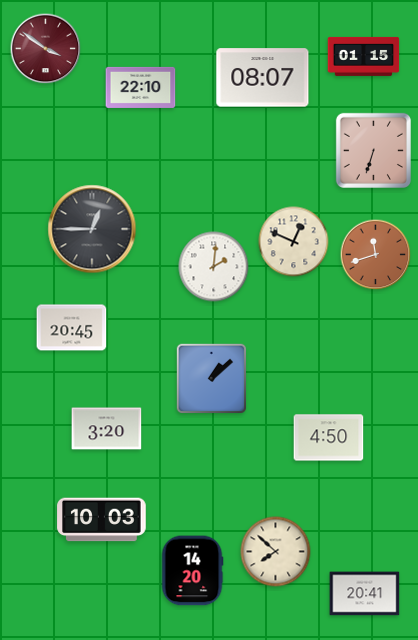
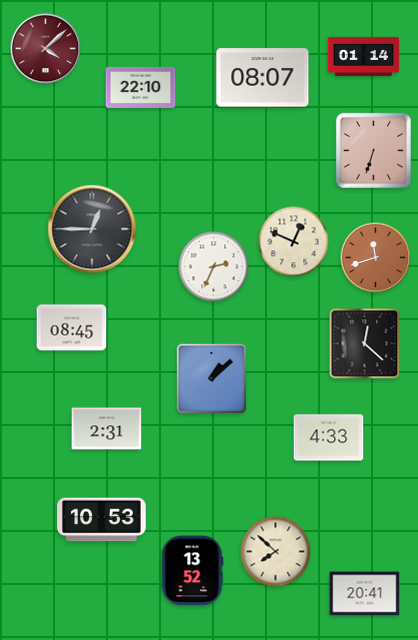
clock at (46, 49): 3:51 -> 4:08
clock at (364, 56): 01:15 -> 01:14
clock at (376, 255) position: (376, 255) -> (376, 258)
clock at (214, 267): 2:01 -> 2:34
clock at (72, 328): 20:45 -> 08:45
clock at (365, 344): none -> 12:22
clock at (107, 429): 3:20 -> 2:31
clock at (329, 438): 4:50 -> 4:33
clock at (102, 520): 10:03 -> 10:53
clock at (192, 571): 14:20 -> 13:52
